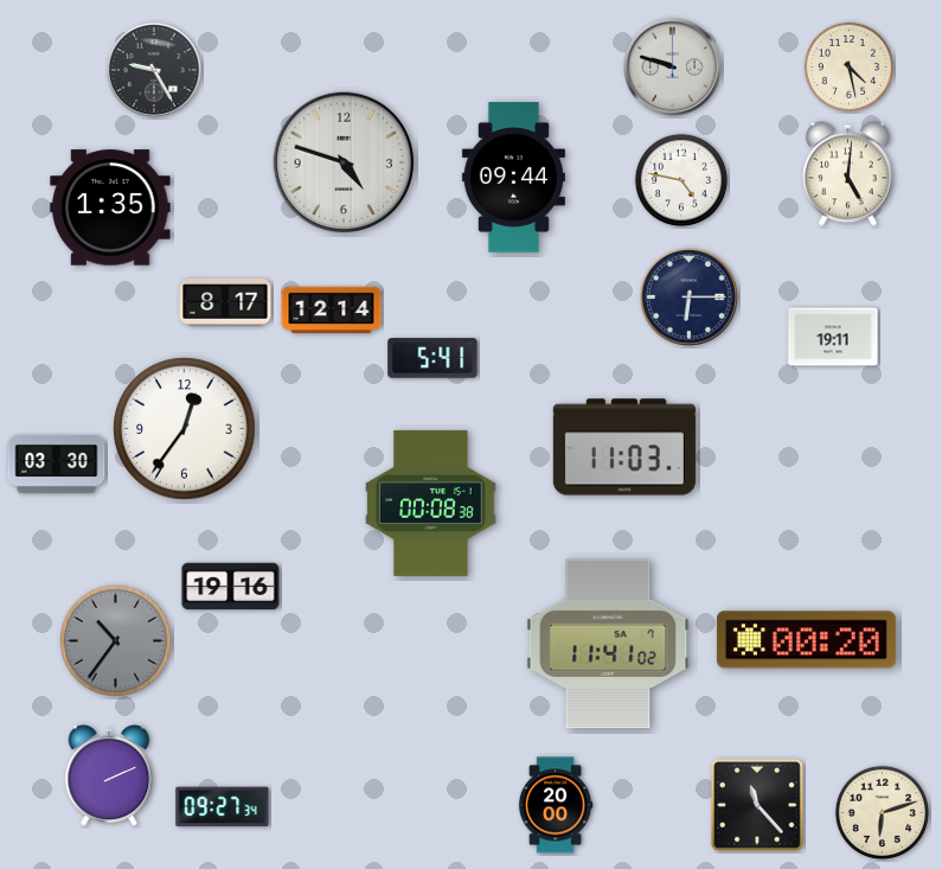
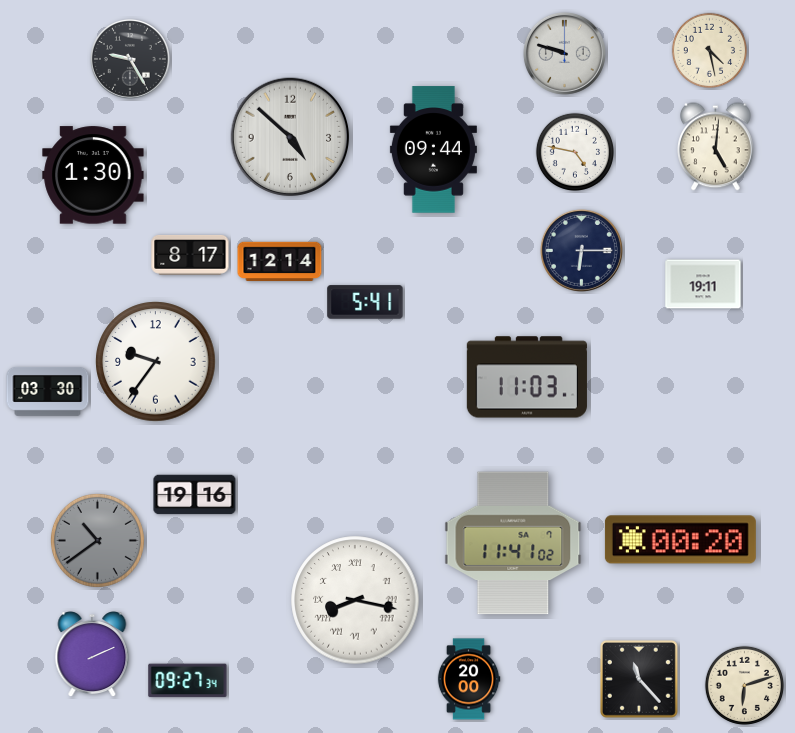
clock at (672, 66) position: (672, 66) -> (564, 53)
clock at (848, 66) position: (848, 66) -> (709, 50)
clock at (344, 162): 4:48 -> 4:52
clock at (110, 207): 1:35 -> 1:30
clock at (185, 429): 12:36 -> 9:36
clock at (431, 503): 00:08 -> none
clock at (115, 640): 10:36 -> 10:39
clock at (355, 600): none -> 8:17
